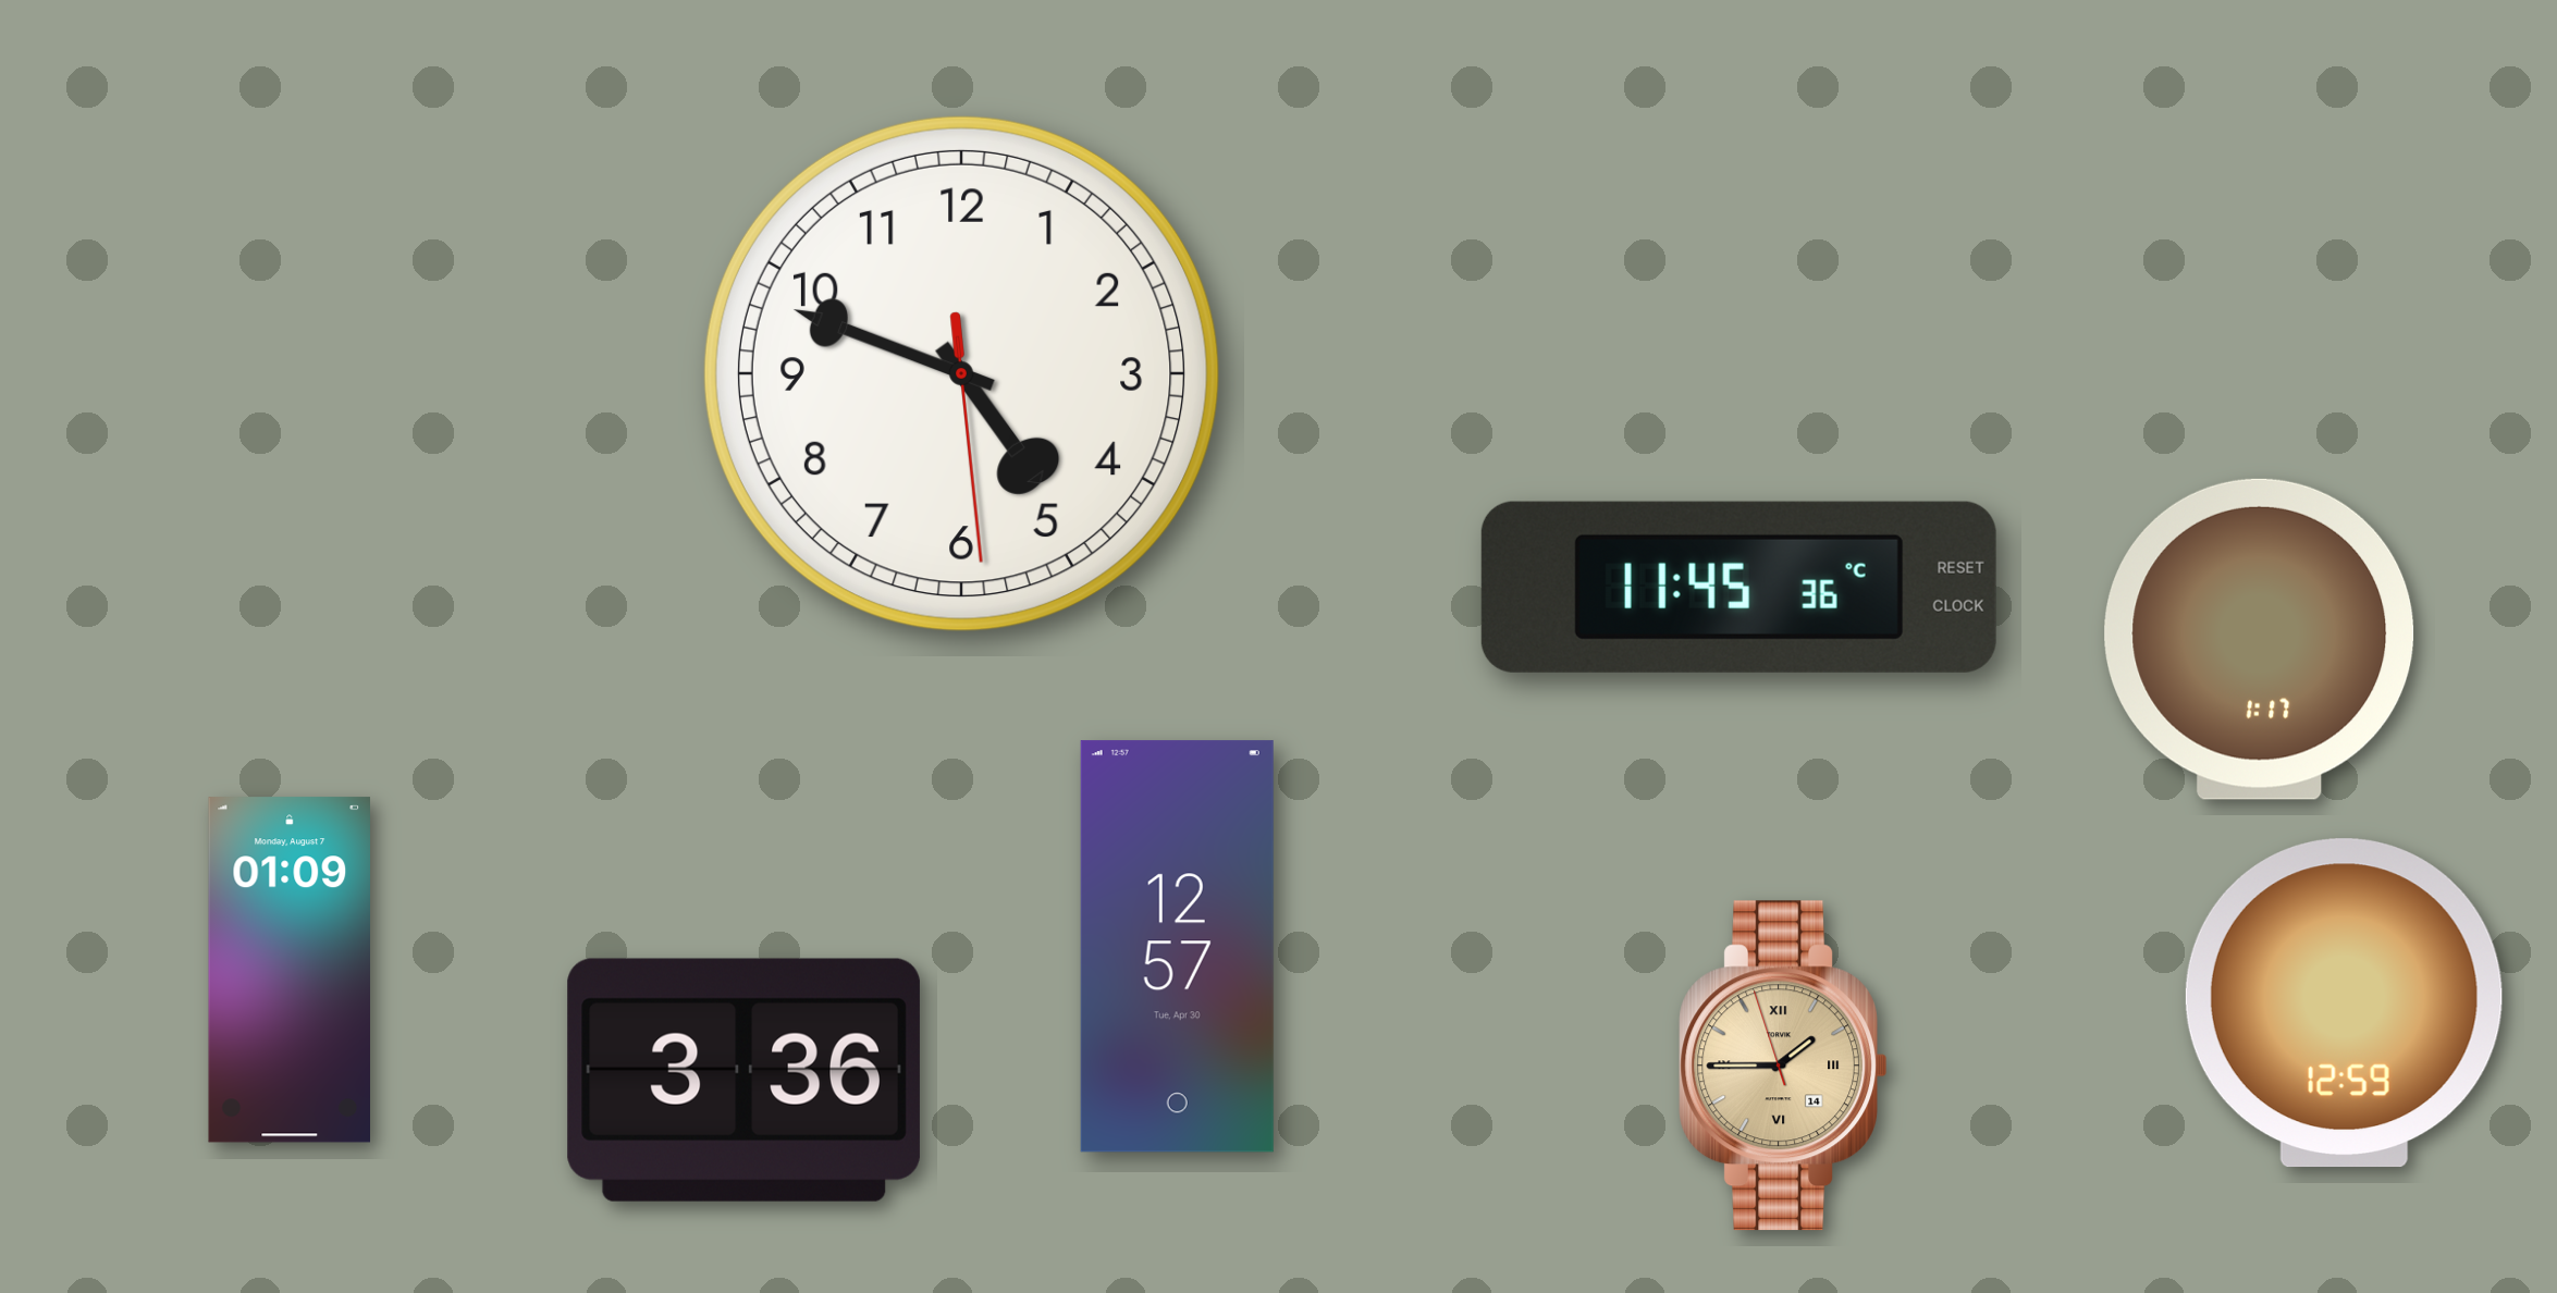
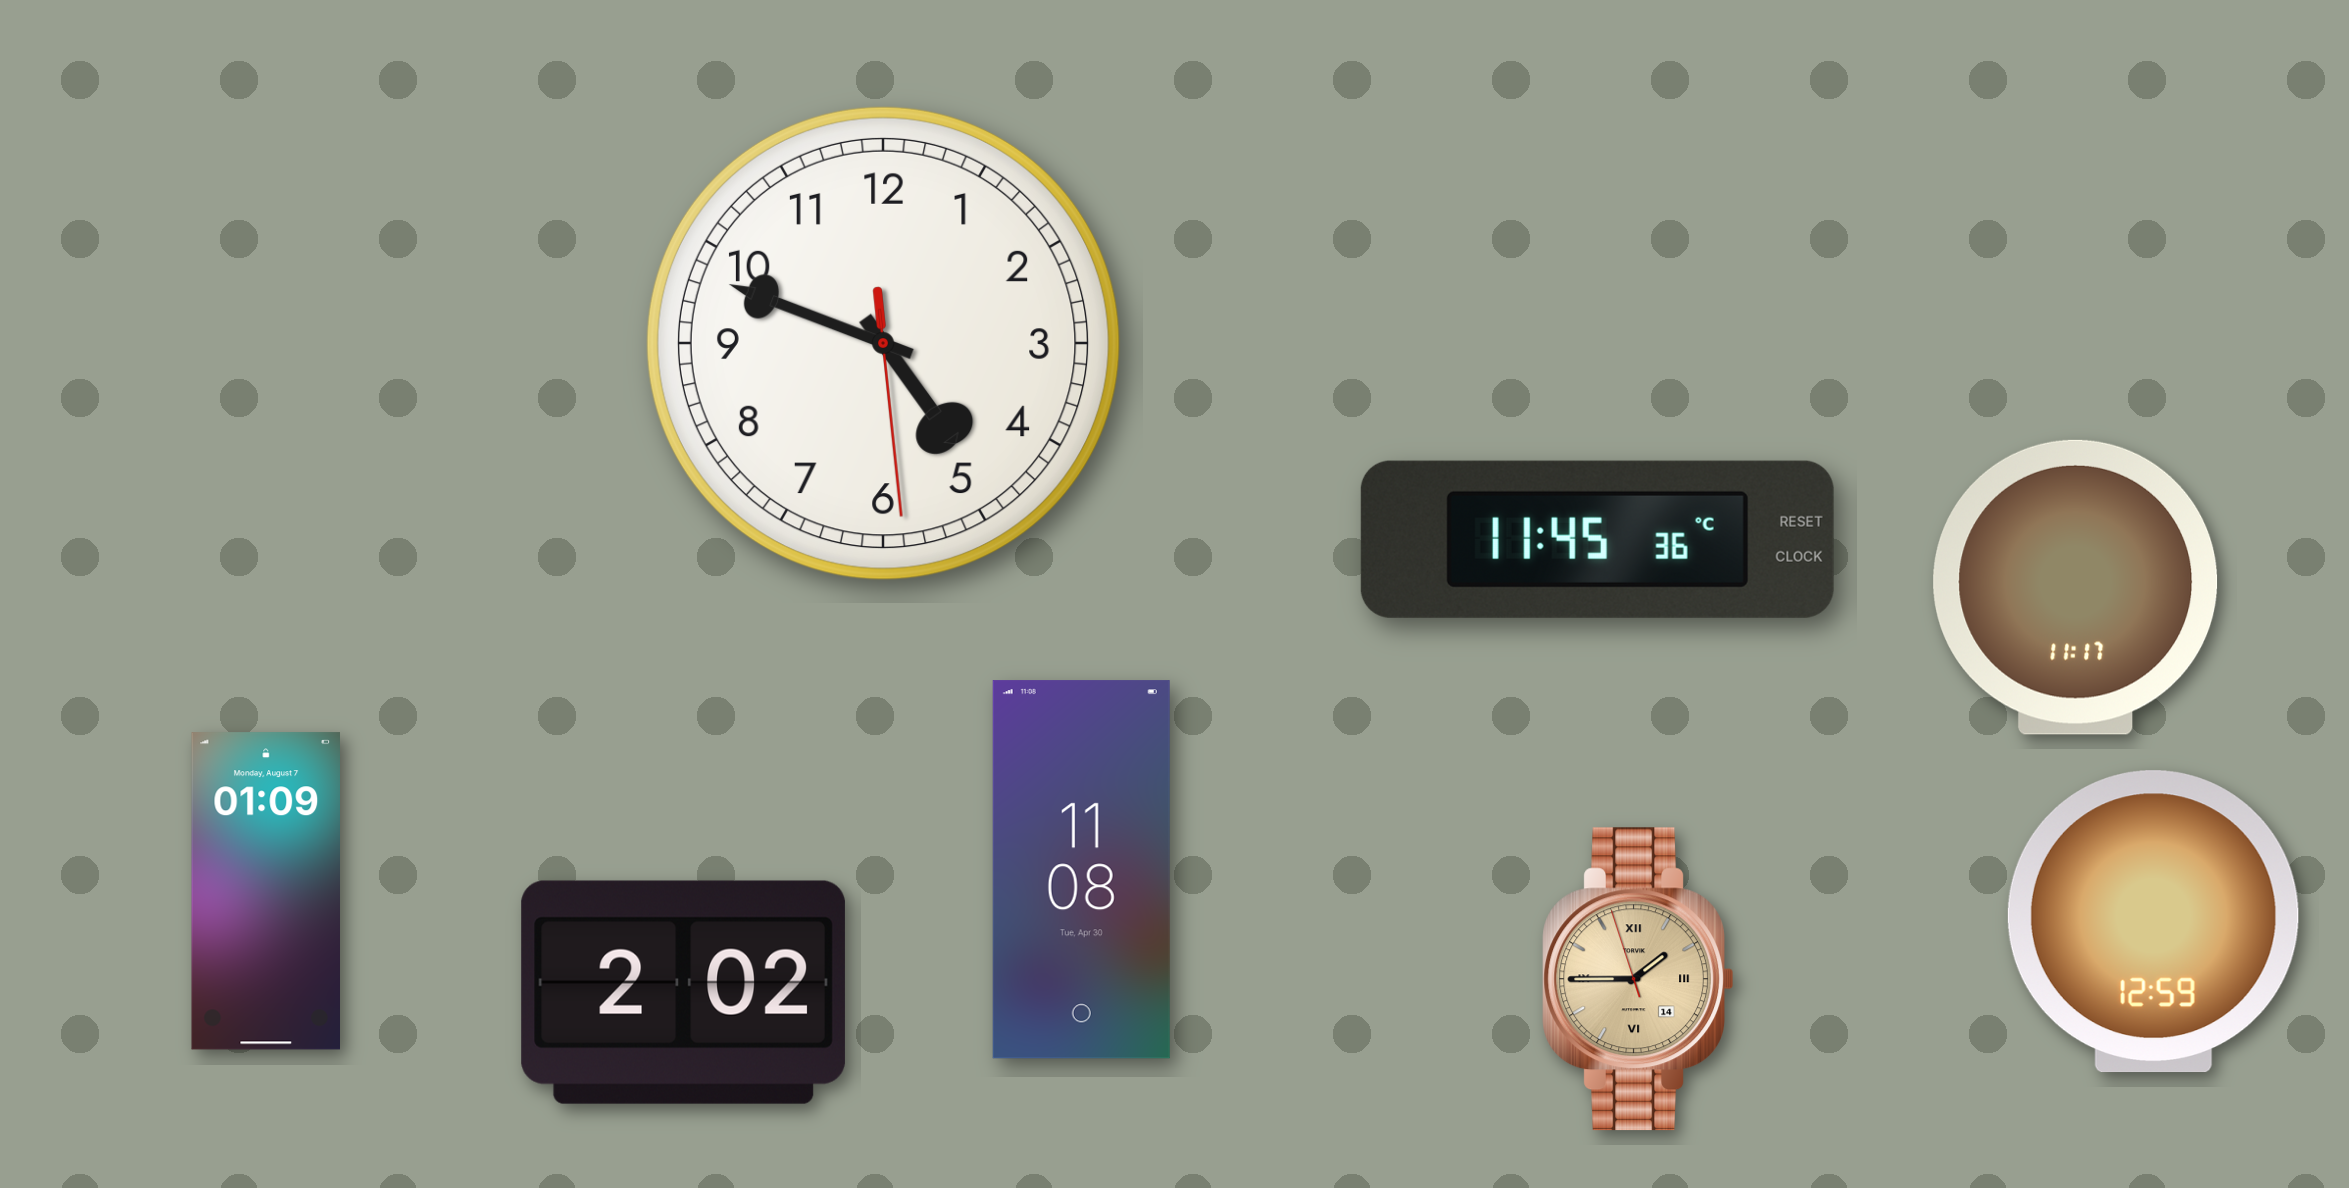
clock at (2260, 639): 1:17 -> 11:17
clock at (1177, 947): 12:57 -> 11:08
clock at (743, 1080): 3:36 -> 2:02
